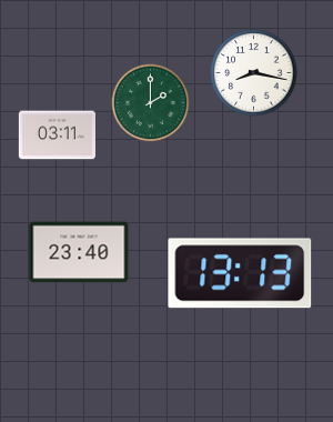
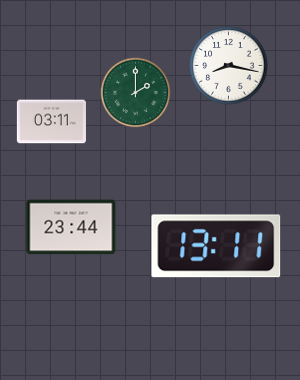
clock at (79, 252): 23:40 -> 23:44
clock at (240, 273): 13:13 -> 13:11
